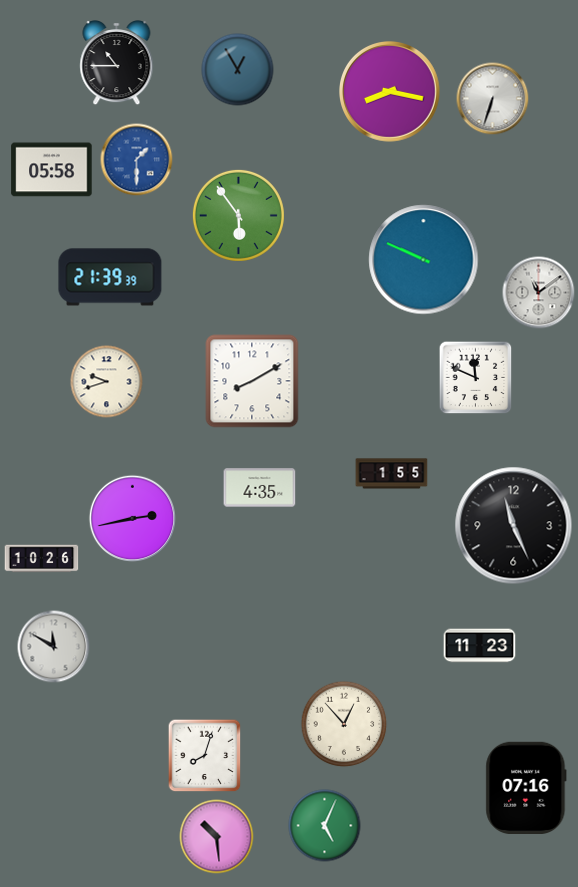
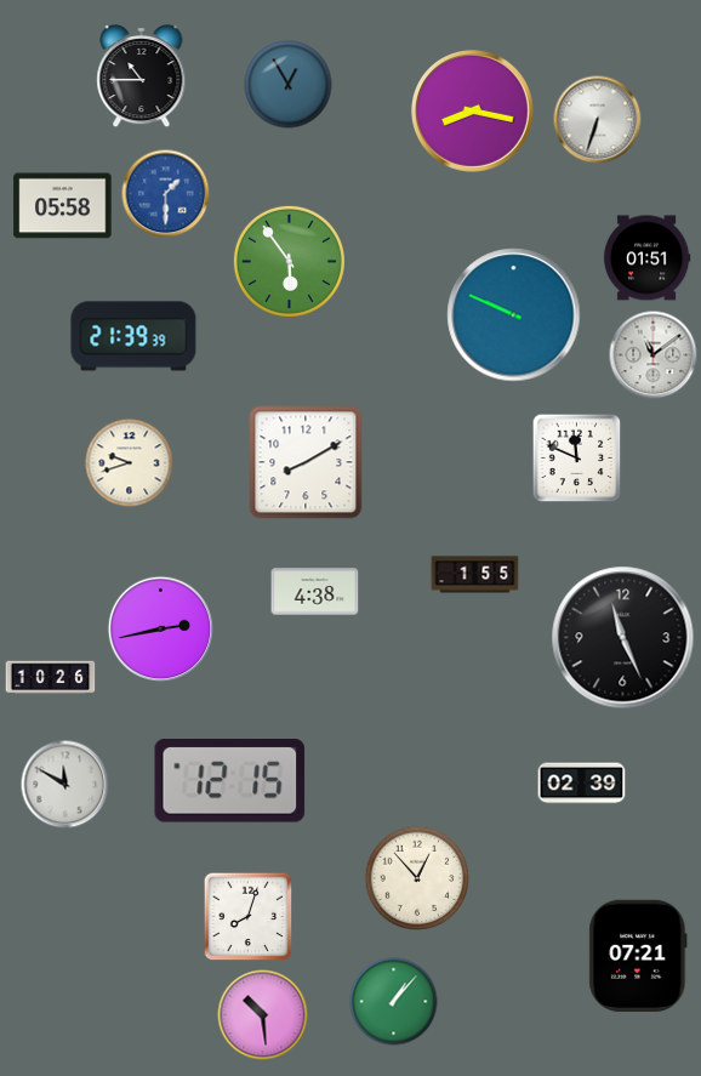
clock at (646, 258): none -> 01:51
clock at (260, 488): 4:35 -> 4:38
clock at (230, 781): none -> 12:15
clock at (480, 646): 11:23 -> 02:39
clock at (526, 787): 07:16 -> 07:21
clock at (325, 826): 5:04 -> 1:07
